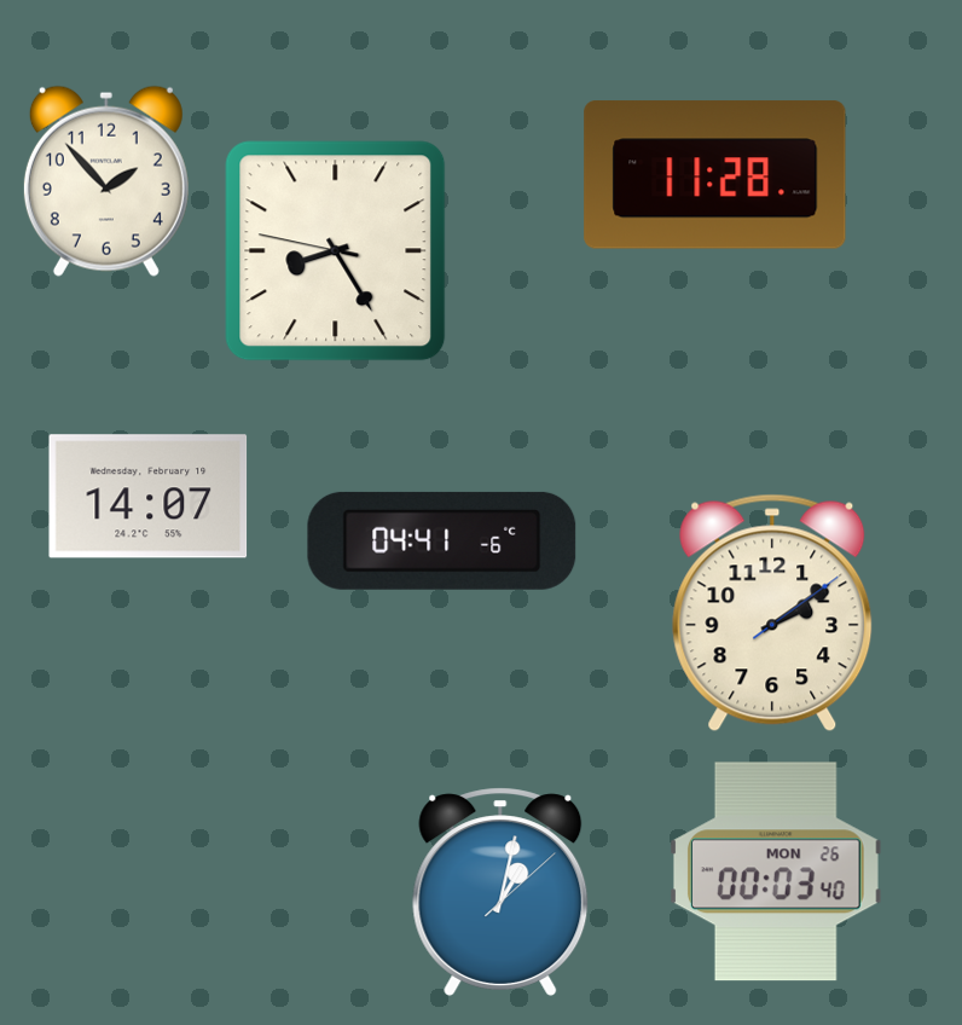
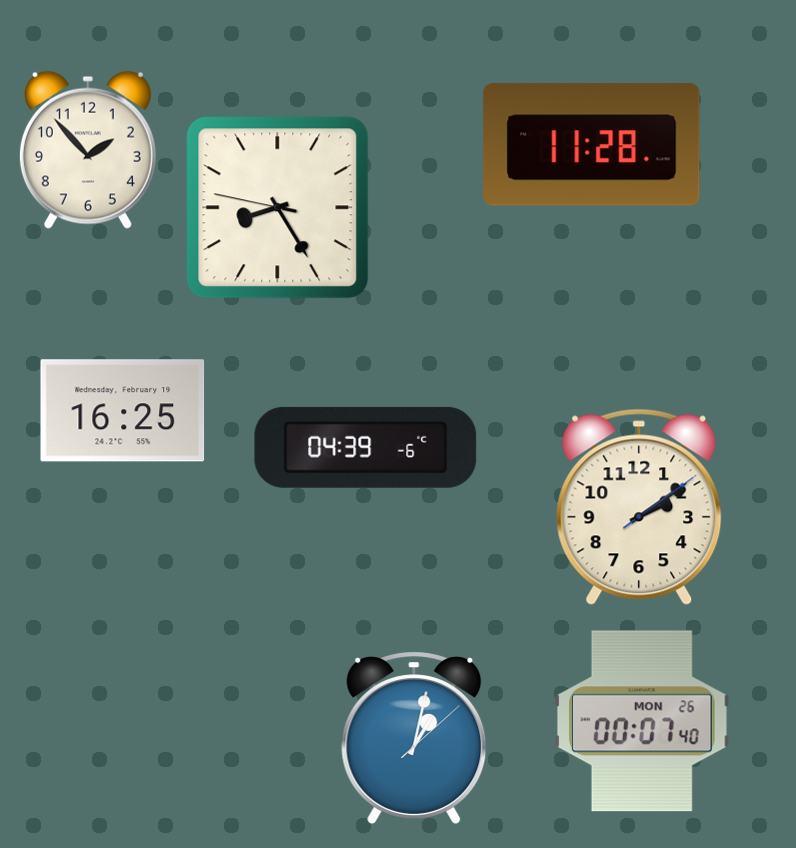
clock at (149, 497): 14:07 -> 16:25
clock at (442, 540): 04:41 -> 04:39
clock at (776, 871): 00:03 -> 00:07
